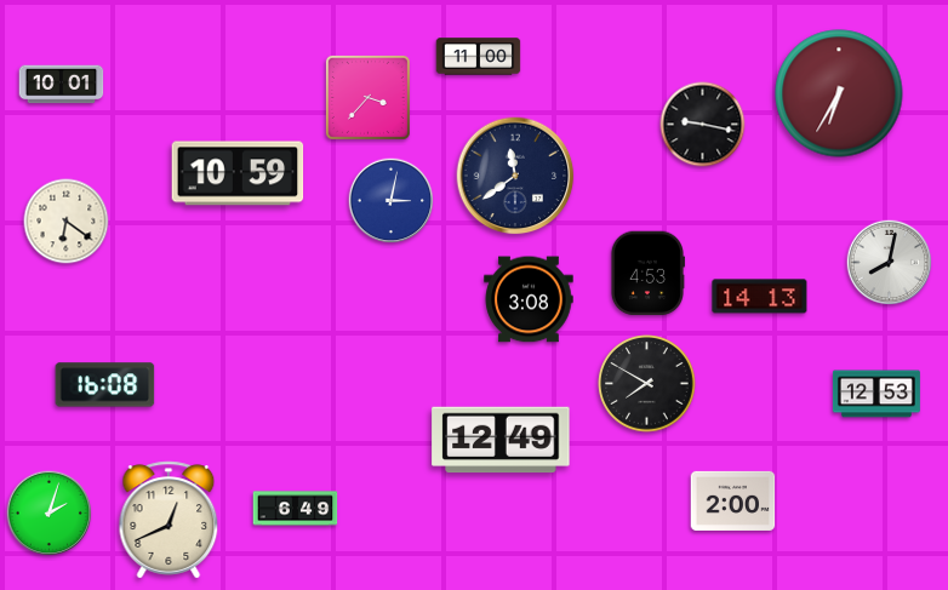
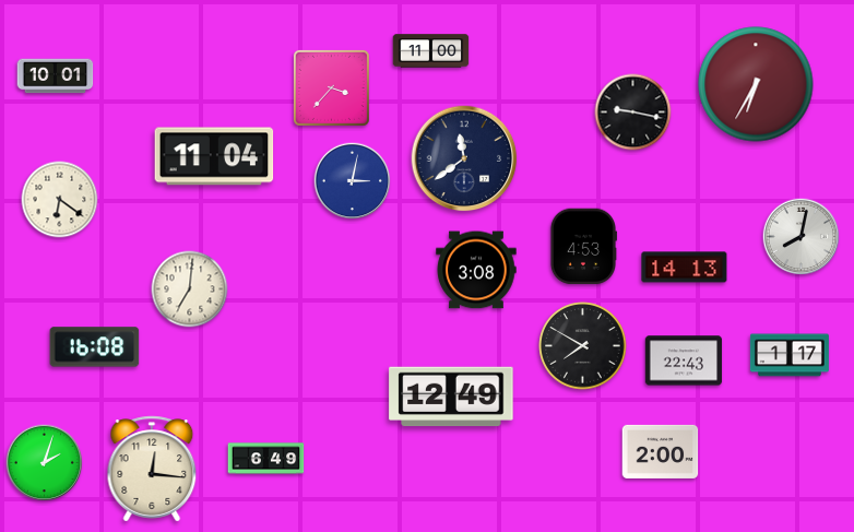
clock at (238, 173): 10:59 -> 11:04
clock at (190, 289): none -> 7:01
clock at (876, 394): 12:53 -> 1:17
clock at (684, 360): none -> 22:43
clock at (169, 520): 12:41 -> 12:16
